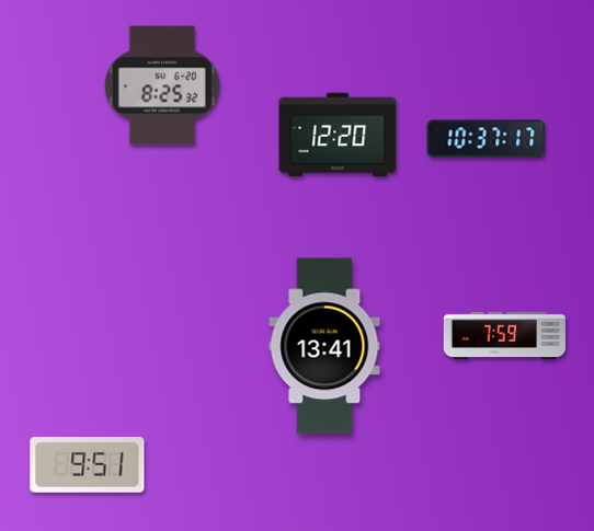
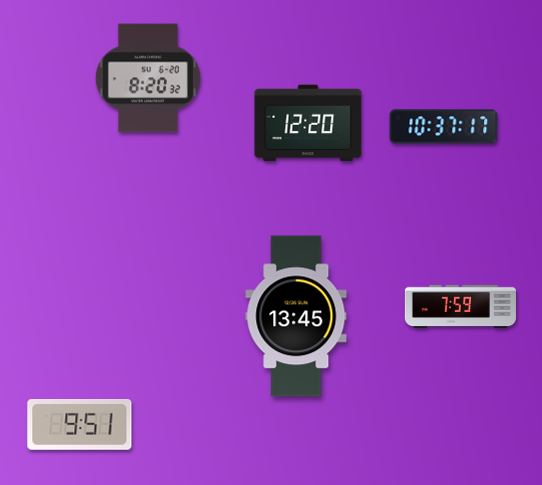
clock at (162, 85): 8:25 -> 8:20
clock at (324, 346): 13:41 -> 13:45
